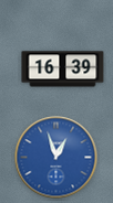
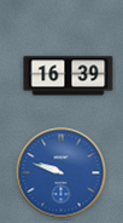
clock at (56, 158): 12:57 -> 9:48
